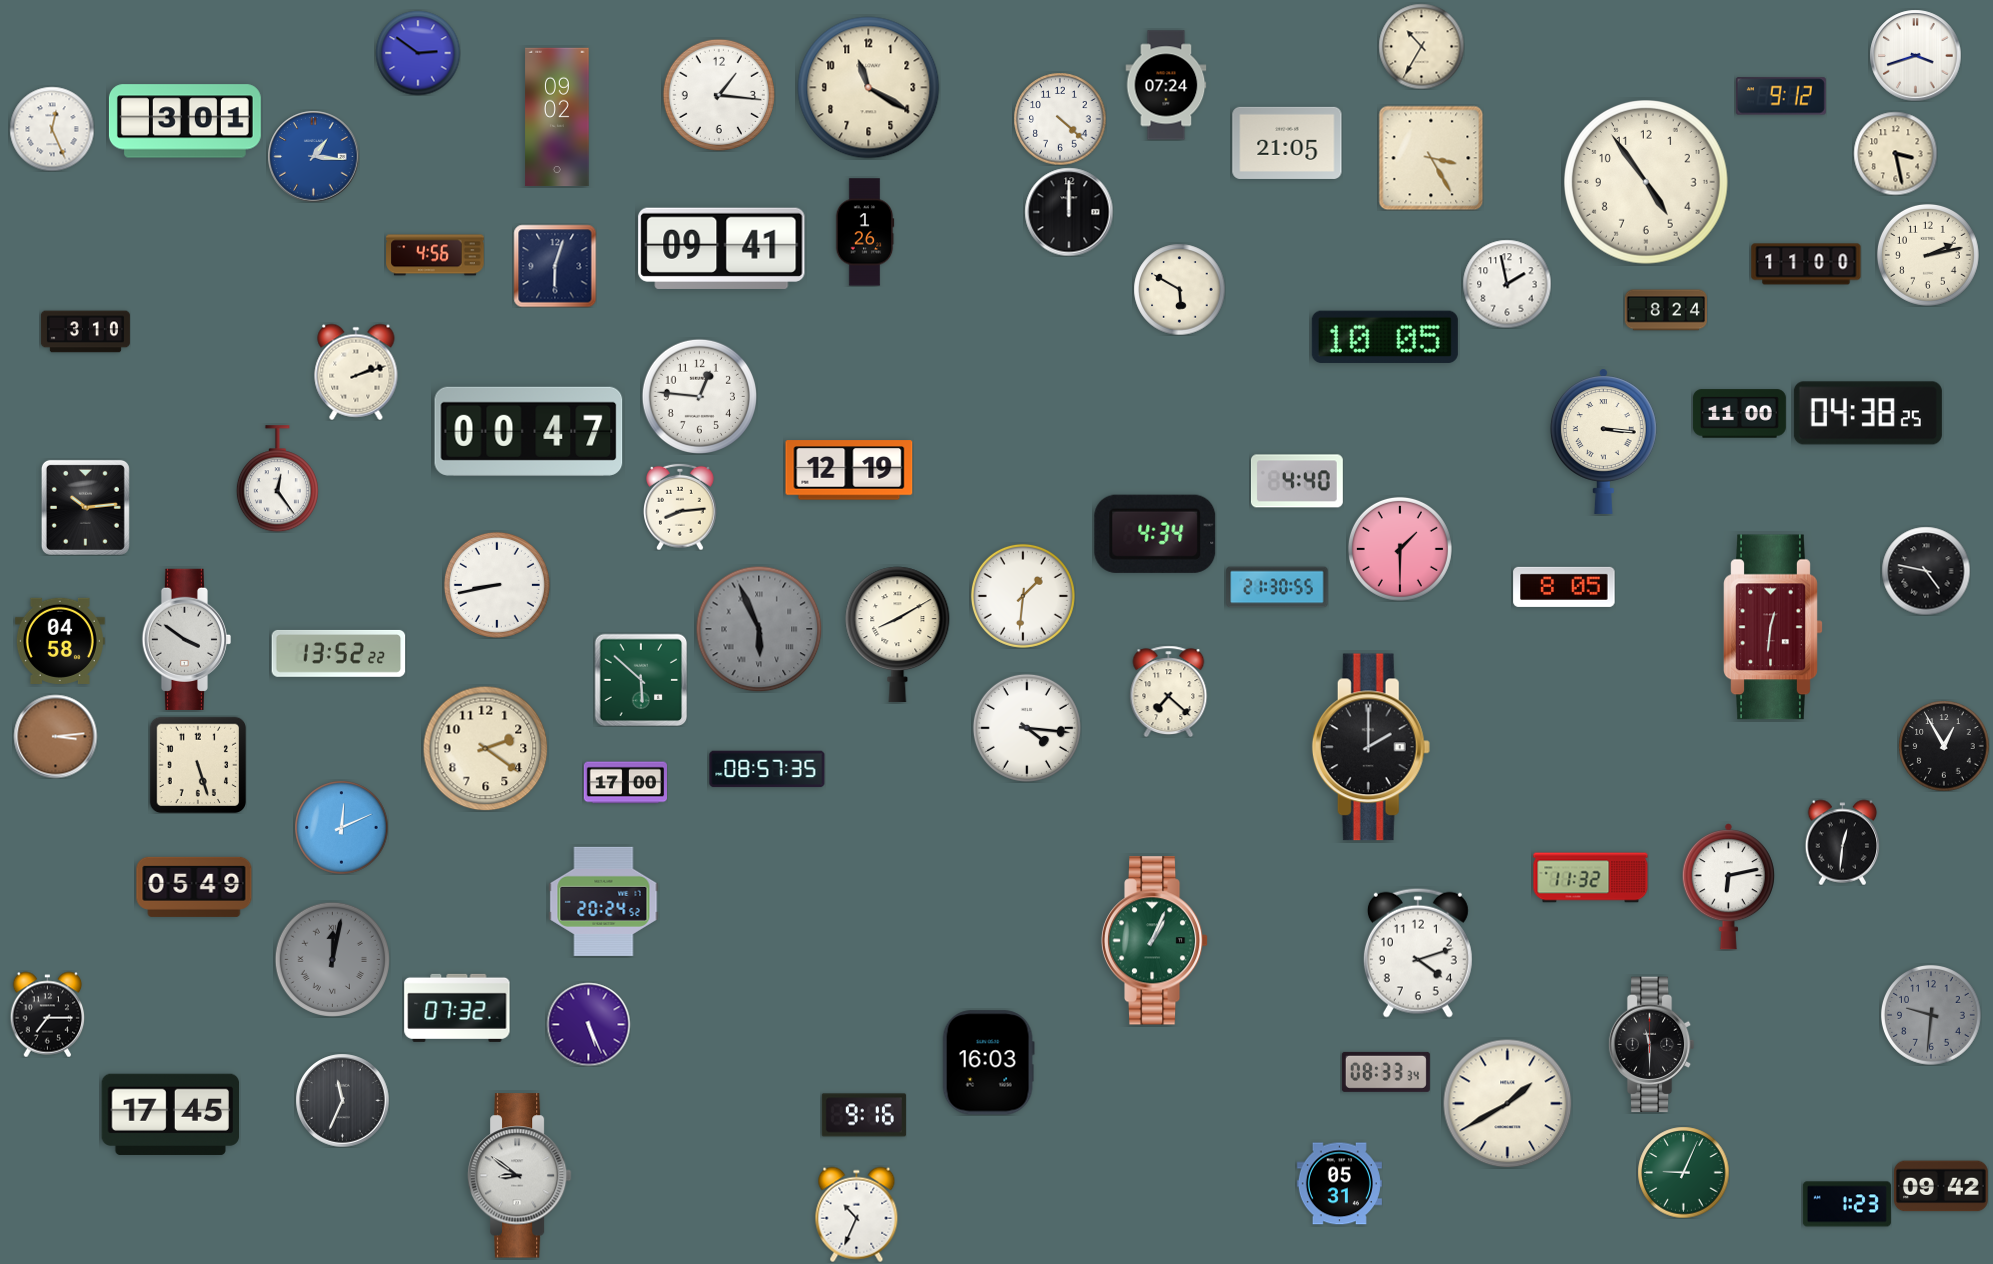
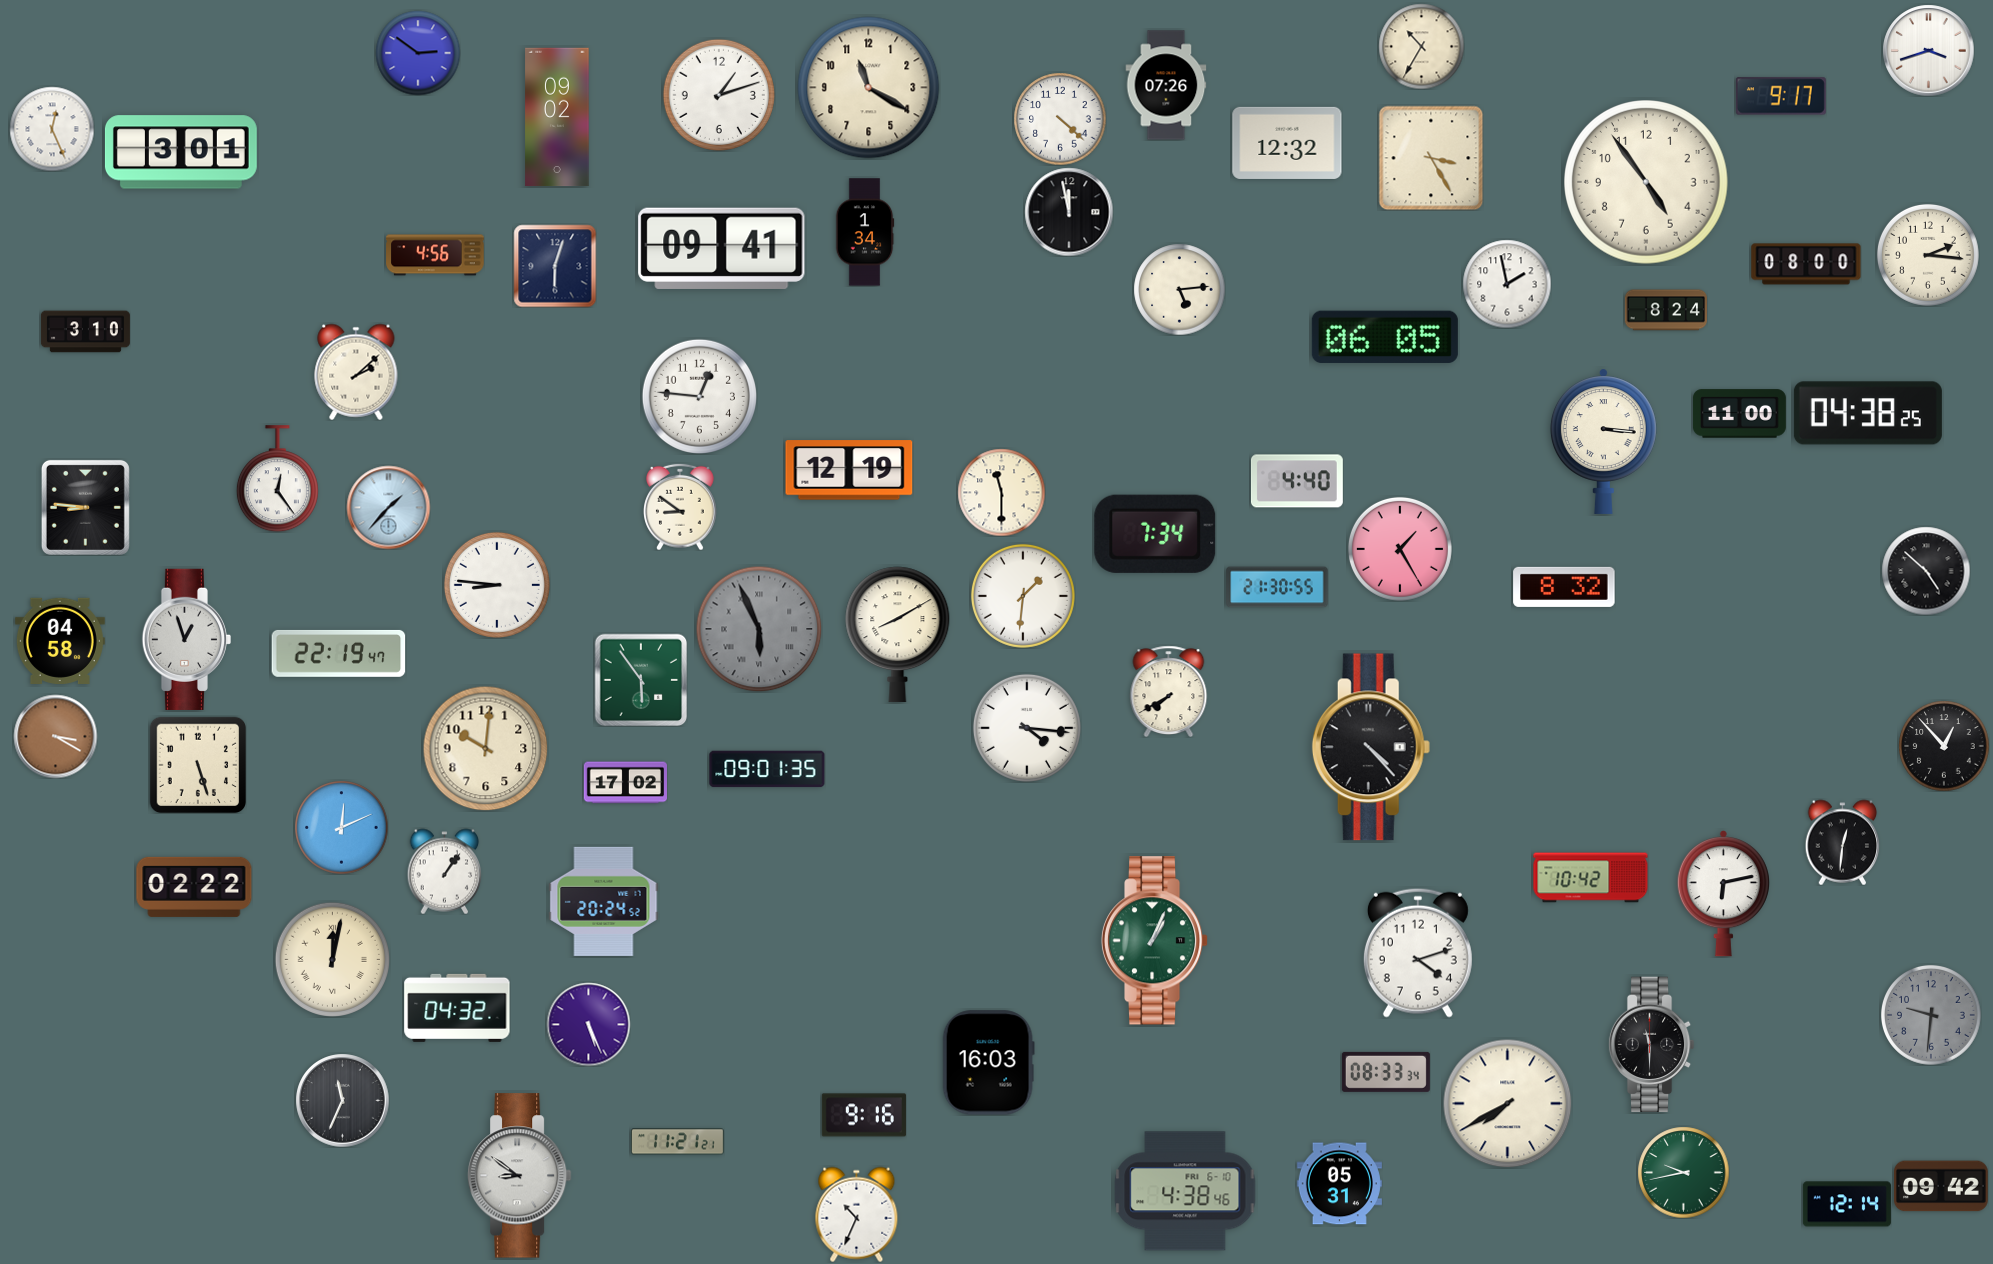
clock at (1915, 55) position: (1915, 55) -> (1928, 50)
clock at (1166, 85): 07:24 -> 07:26
clock at (719, 95): 1:16 -> 1:12
clock at (1781, 96): 9:12 -> 9:17
clock at (185, 121) position: (185, 121) -> (181, 152)
clock at (1287, 143): 21:05 -> 12:32
clock at (1895, 153): 3:28 -> none
clock at (313, 156): 1:16 -> none
clock at (1069, 212): 12:00 -> 11:58
clock at (865, 232): 1:26 -> 1:34
clock at (1928, 255): 2:13 -> 2:16
clock at (1806, 264): 11:00 -> 08:00
clock at (1179, 289): 5:50 -> 5:14
clock at (1385, 336): 10:05 -> 06:05
clock at (356, 372): 2:12 -> 2:08
clock at (529, 431): 00:47 -> none
clock at (1001, 492): none -> 11:30
clock at (85, 507): 10:14 -> 8:46
clock at (388, 507): none -> 1:37
clock at (680, 507): 8:14 -> 8:51
clock at (1155, 534): 4:34 -> 7:34
clock at (1400, 549): 1:30 -> 1:25
clock at (1926, 571): 4:47 -> 4:52
clock at (497, 585): 8:43 -> 8:46
clock at (1564, 587): 8:05 -> 8:32
clock at (1773, 627): 12:31 -> none
clock at (186, 639): 3:51 -> 12:57
clock at (339, 653): 13:52 -> 22:19
clock at (641, 680): 5:52 -> 5:54
clock at (1169, 691): 7:22 -> 7:40
clock at (55, 736): 3:14 -> 3:20
clock at (1944, 746): 12:55 -> 12:53
clock at (1371, 747): 2:00 -> 4:23
clock at (485, 748): 2:21 -> 10:01
clock at (767, 769): 08:57 -> 09:01
clock at (625, 783): 17:00 -> 17:02
clock at (445, 871): none -> 1:06
clock at (1591, 878): 11:32 -> 10:42
clock at (194, 887): 05:49 -> 02:22
clock at (1728, 887) position: (1728, 887) -> (1723, 894)
clock at (332, 959) dial: grey -> cream
clock at (457, 1008): 07:32 -> 04:32
clock at (48, 1014): 7:15 -> none
clock at (1507, 1103): 1:40 -> 7:40
clock at (170, 1114): 17:45 -> none
clock at (677, 1142): none -> 11:21
clock at (1683, 1172): 9:04 -> 9:43
clock at (1185, 1191): none -> 4:38
clock at (1847, 1204): 1:23 -> 12:14
